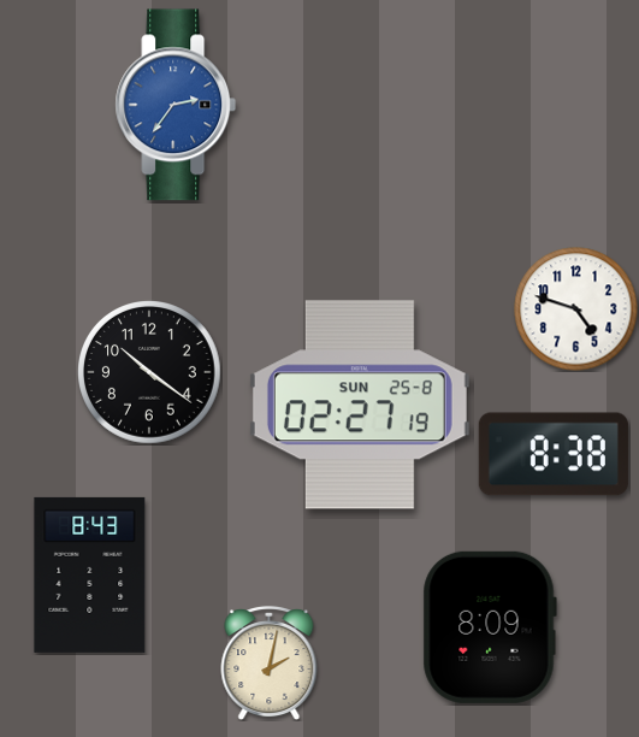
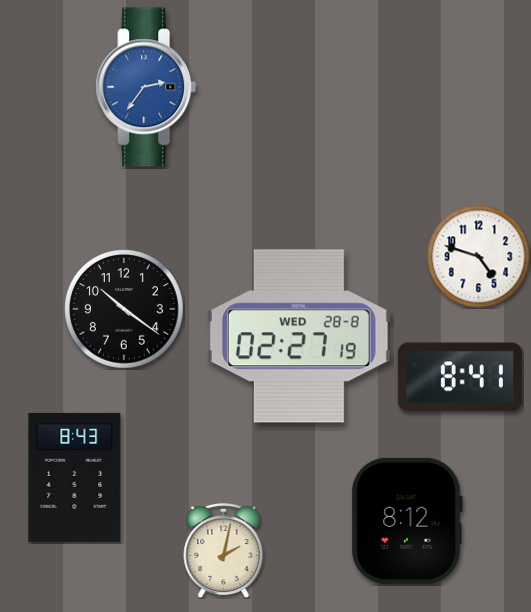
clock at (360, 405) date: SUN 25-8 -> WED 28-8
clock at (554, 454): 8:38 -> 8:41
clock at (490, 627): 8:09 -> 8:12
